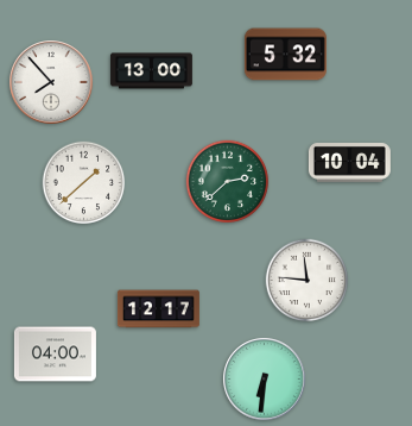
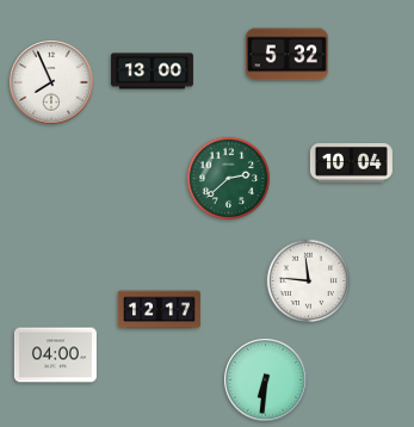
clock at (51, 82): 7:53 -> 7:56
clock at (228, 182) position: (228, 182) -> (229, 179)
clock at (84, 183): 1:38 -> none
